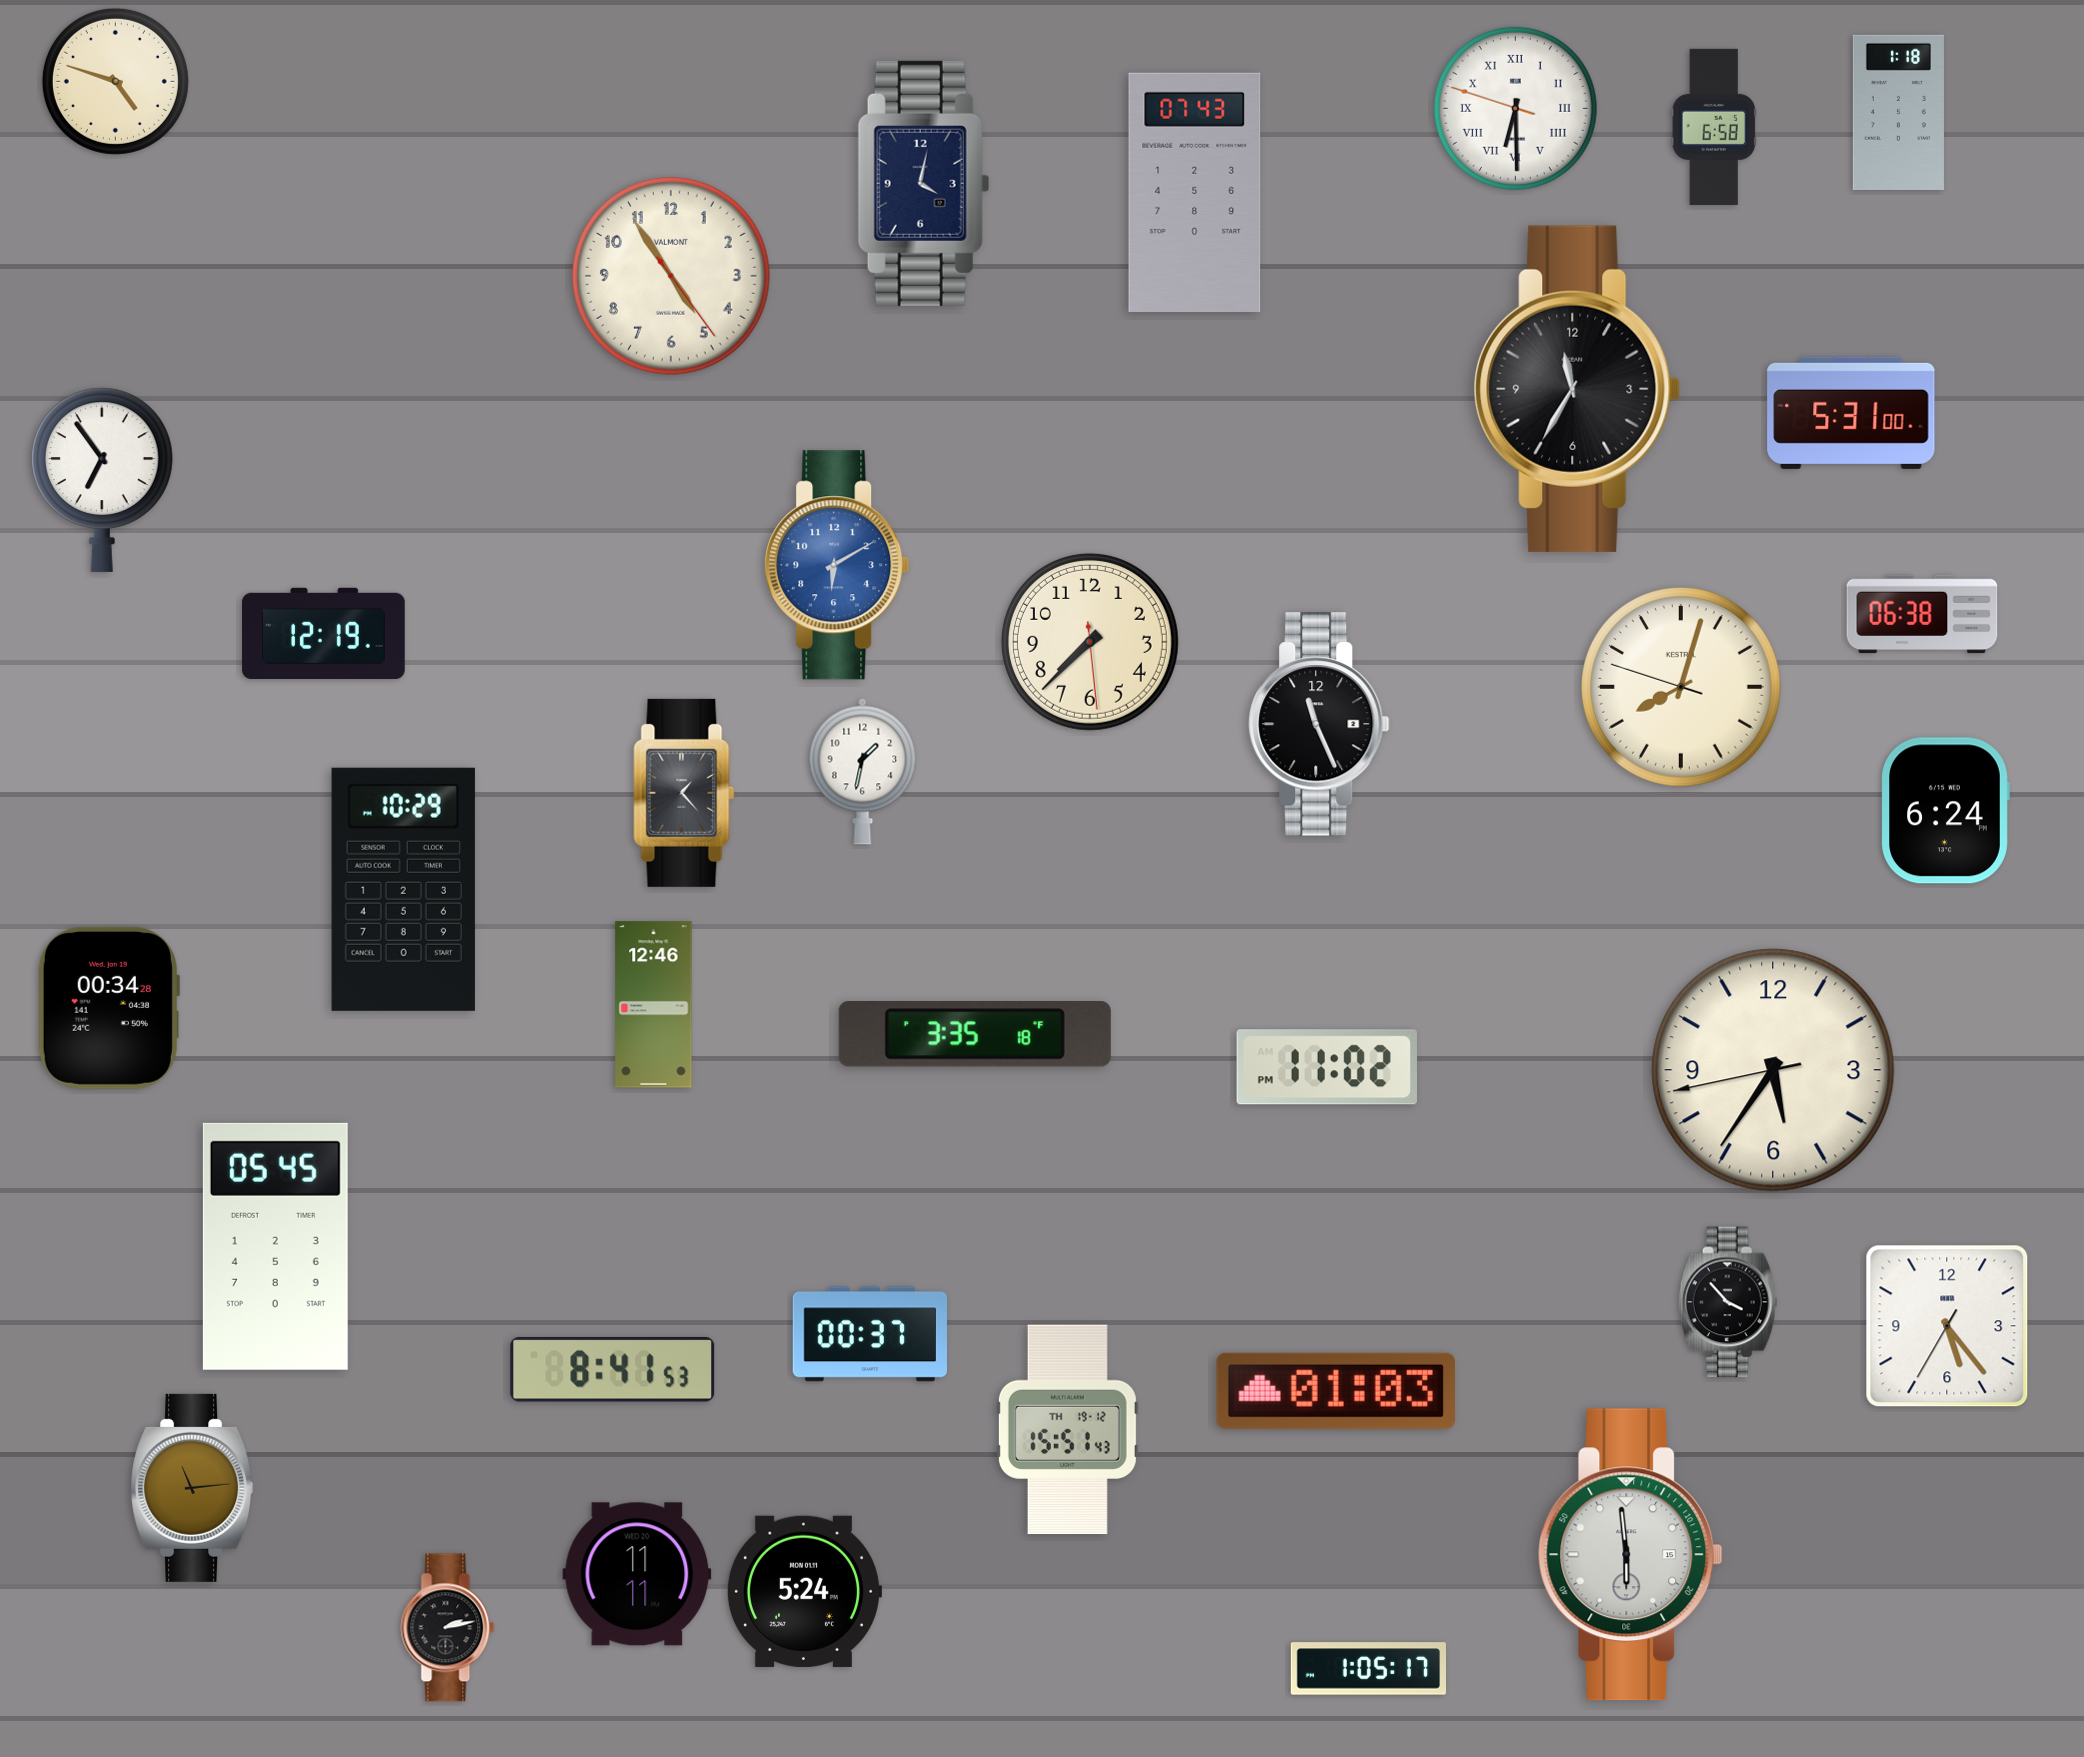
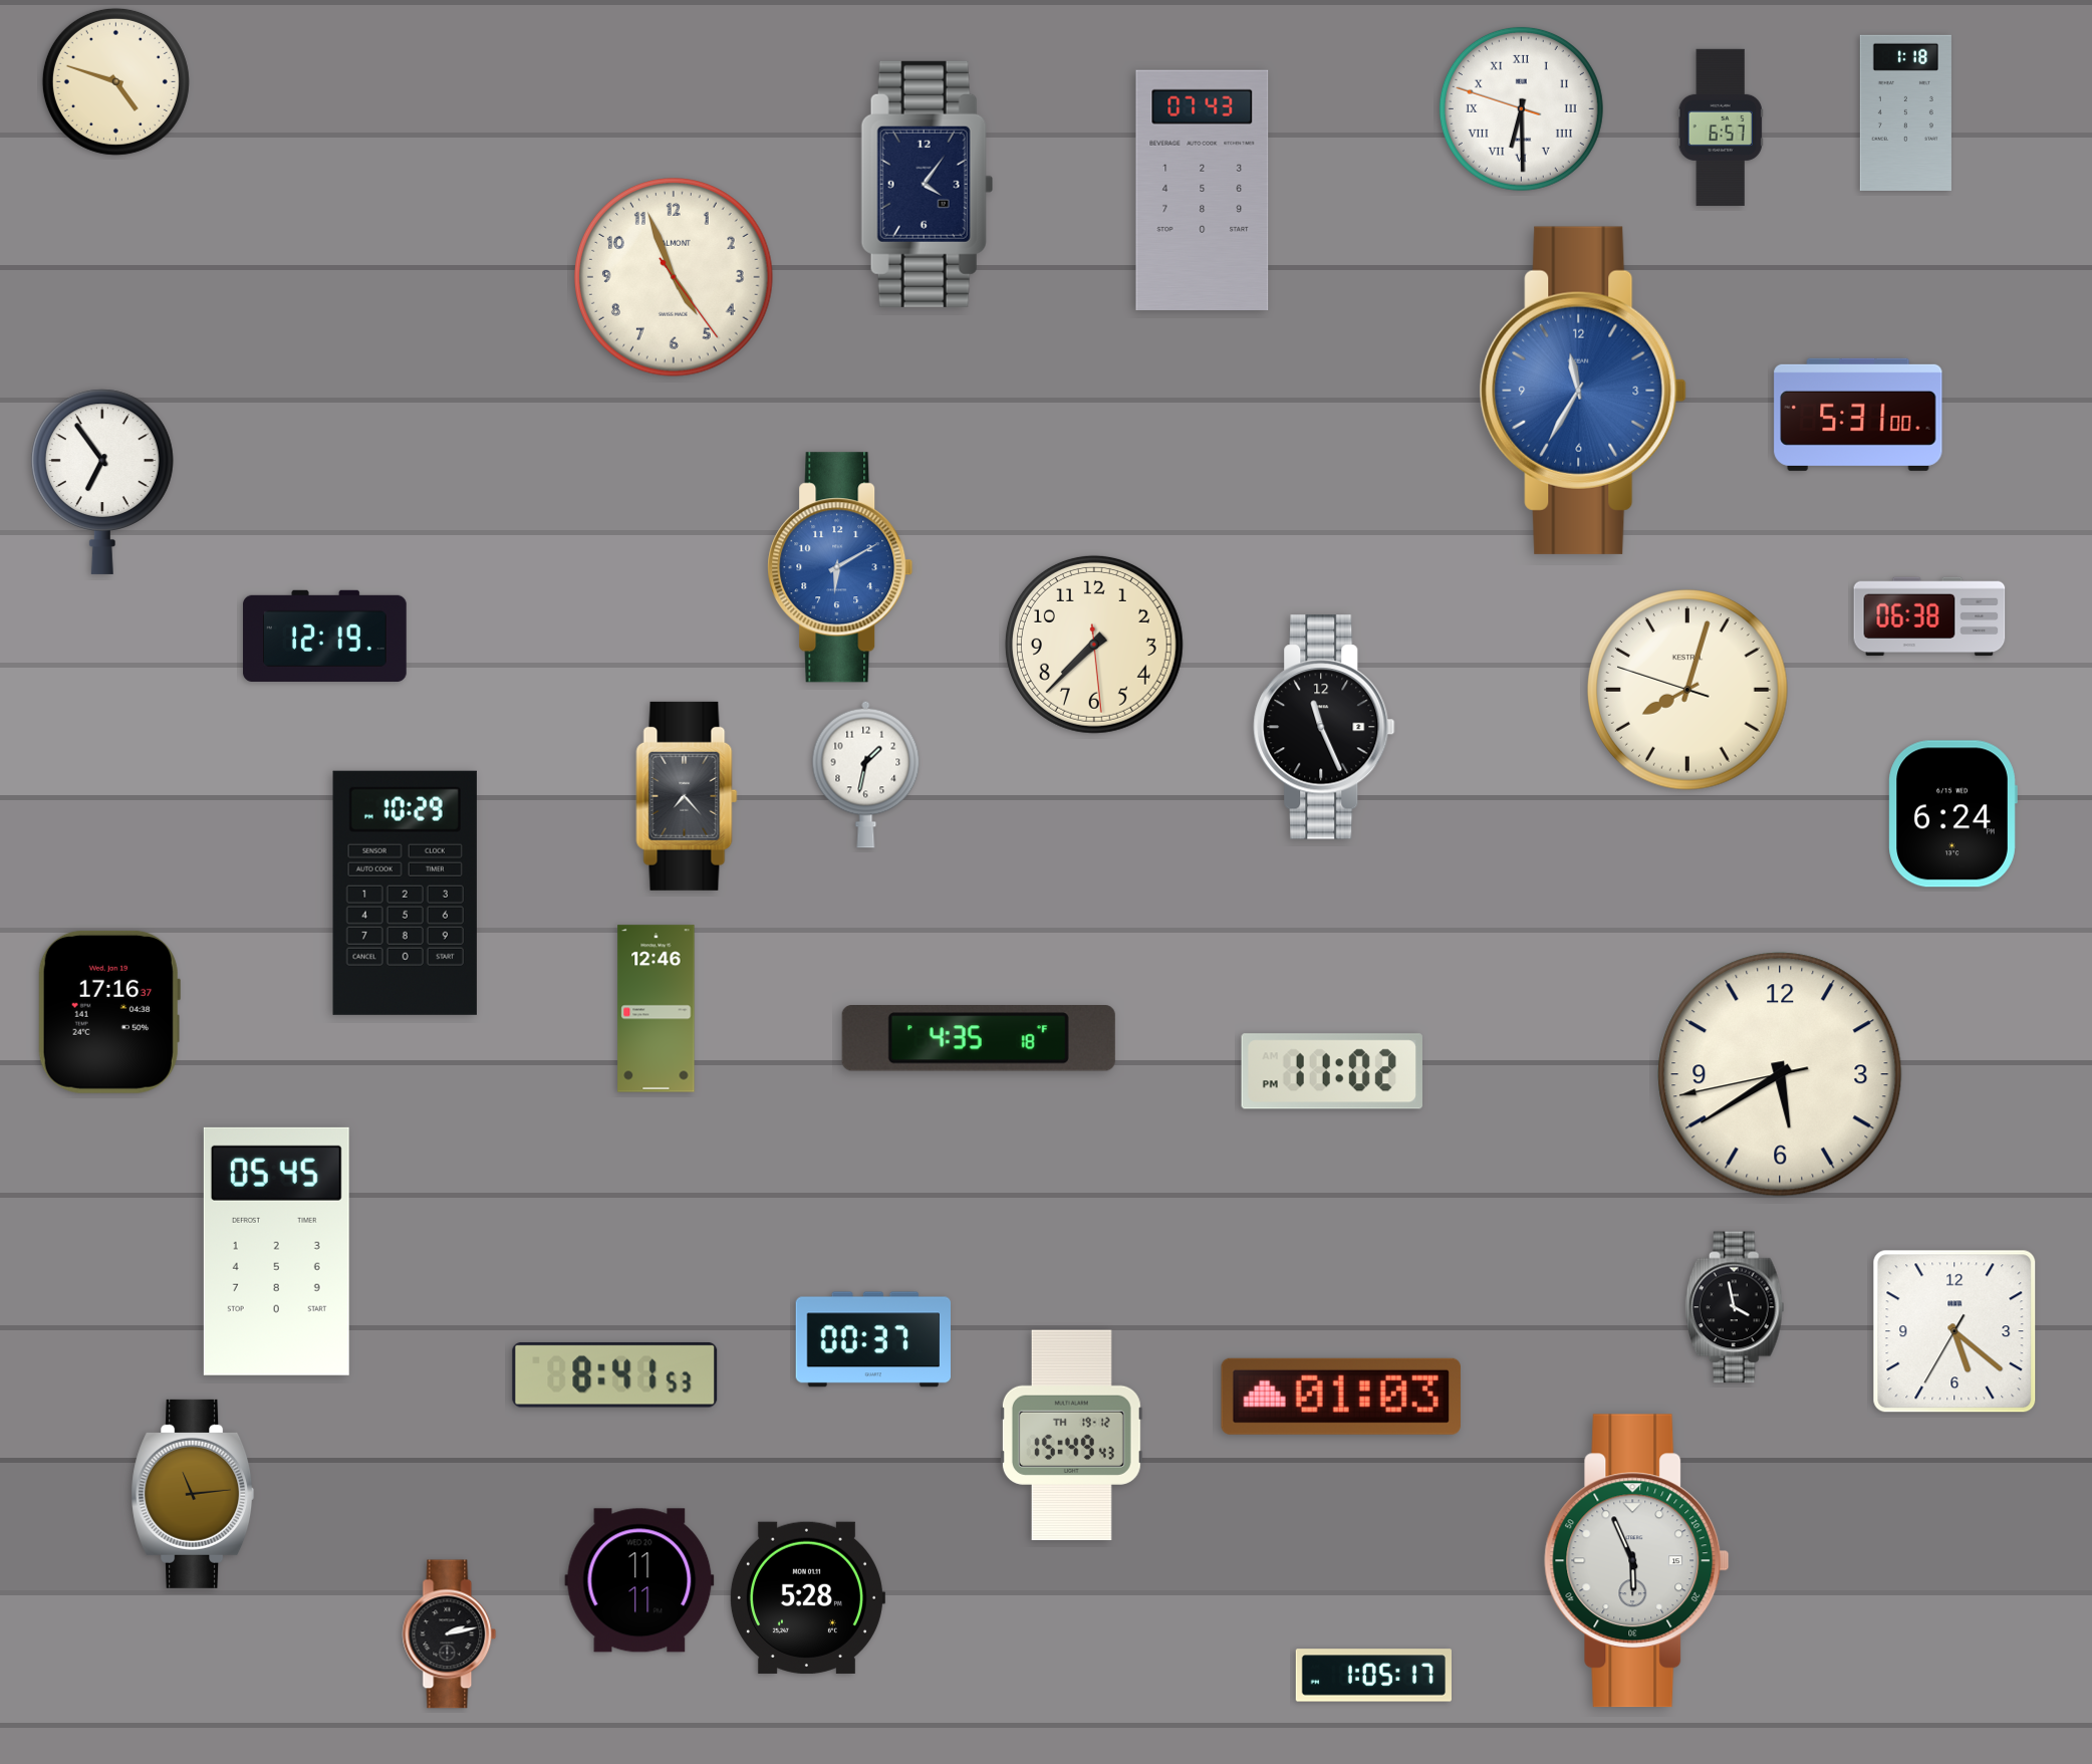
clock at (1714, 127): 6:58 -> 6:57
clock at (923, 183): 4:02 -> 4:06
clock at (1195, 192) position: (1195, 192) -> (1203, 190)
clock at (672, 277): 4:54 -> 4:56
clock at (1577, 389) dial: black -> blue
clock at (684, 793): 1:23 -> 7:23
clock at (109, 1008): 00:34 -> 17:16
clock at (975, 1035): 3:35 -> 4:35
clock at (1773, 1070): 5:35 -> 5:39
clock at (1728, 1302): 3:53 -> 3:58
clock at (1947, 1326): 5:23 -> 5:21
clock at (1067, 1430): 15:51 -> 15:49
clock at (1631, 1555): 5:59 -> 5:56
clock at (804, 1591): 5:24 -> 5:28
